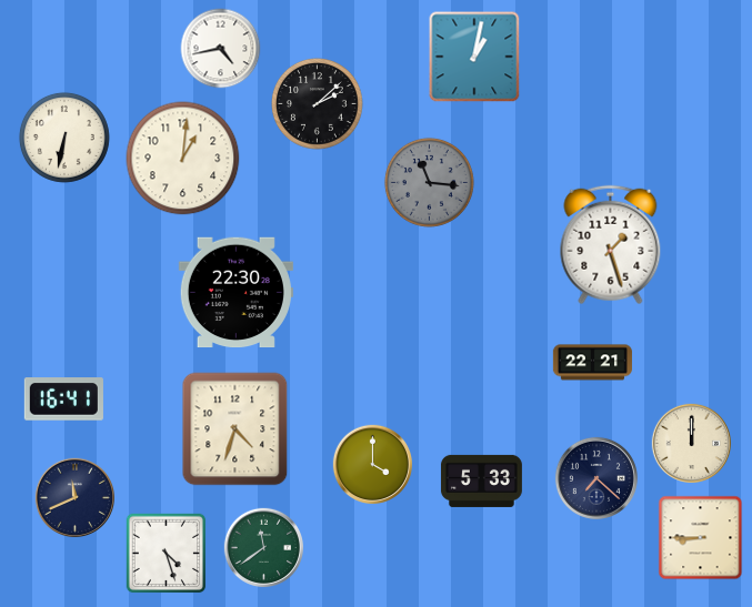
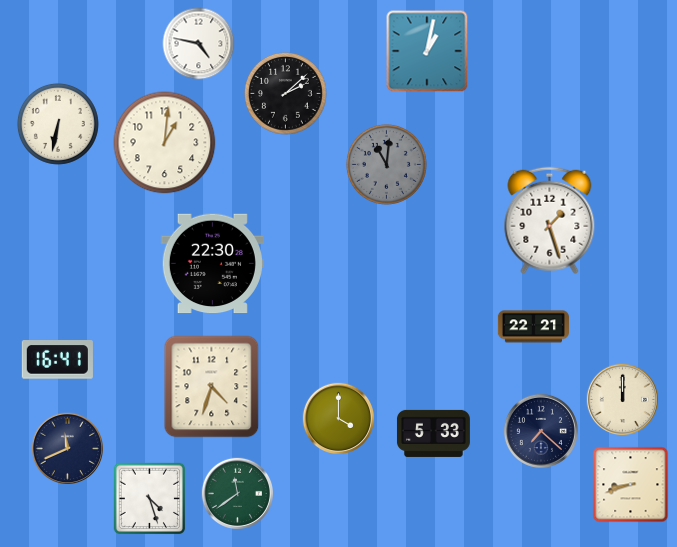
clock at (221, 49): 4:43 -> 4:47
clock at (429, 182): 11:16 -> 11:01
clock at (372, 464) position: (372, 464) -> (338, 418)
clock at (596, 478) position: (596, 478) -> (541, 431)
clock at (701, 538): 8:45 -> 8:42
